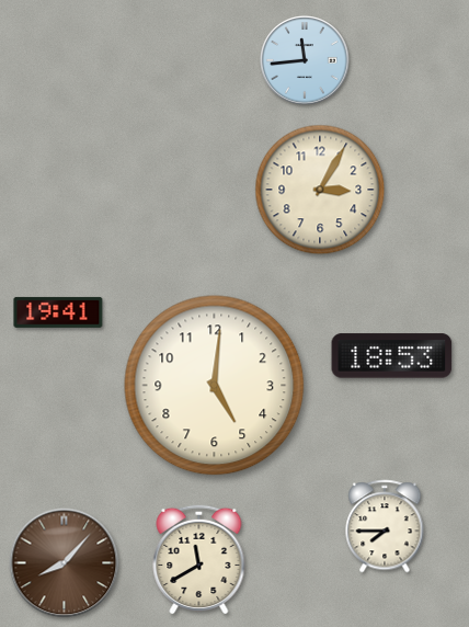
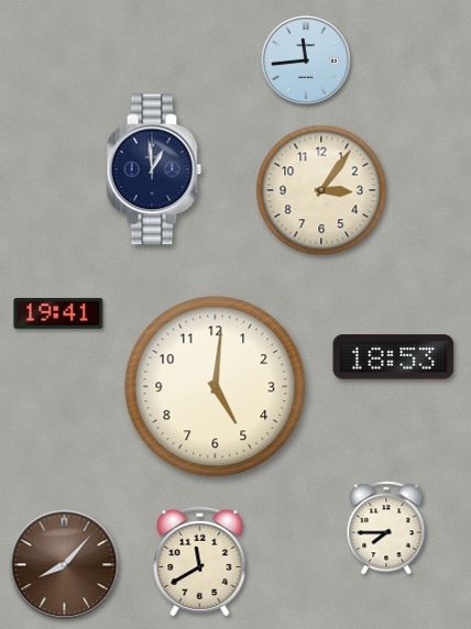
clock at (154, 169): none -> 12:59
clock at (320, 190): 3:05 -> 3:06
